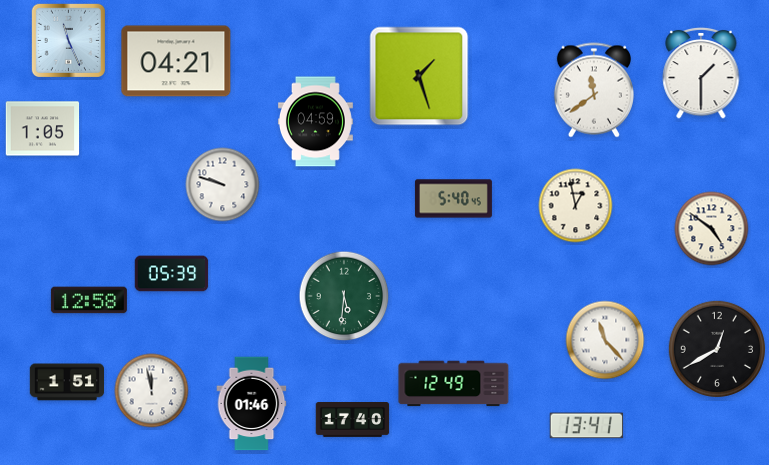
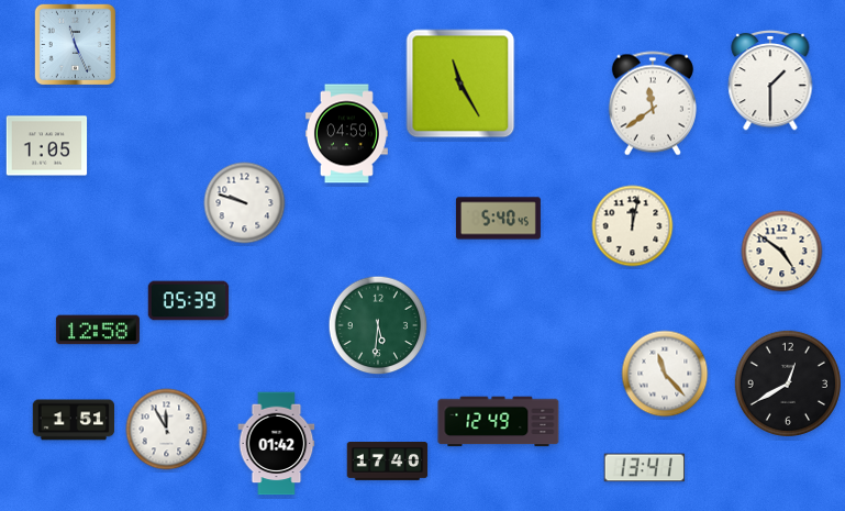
clock at (176, 61): 04:21 -> none
clock at (419, 76): 1:27 -> 11:25
clock at (594, 90) position: (594, 90) -> (653, 103)
clock at (43, 129) position: (43, 129) -> (47, 146)
clock at (576, 206): 12:58 -> 12:02
clock at (152, 391): 11:58 -> 11:55
clock at (252, 404): 01:46 -> 01:42
